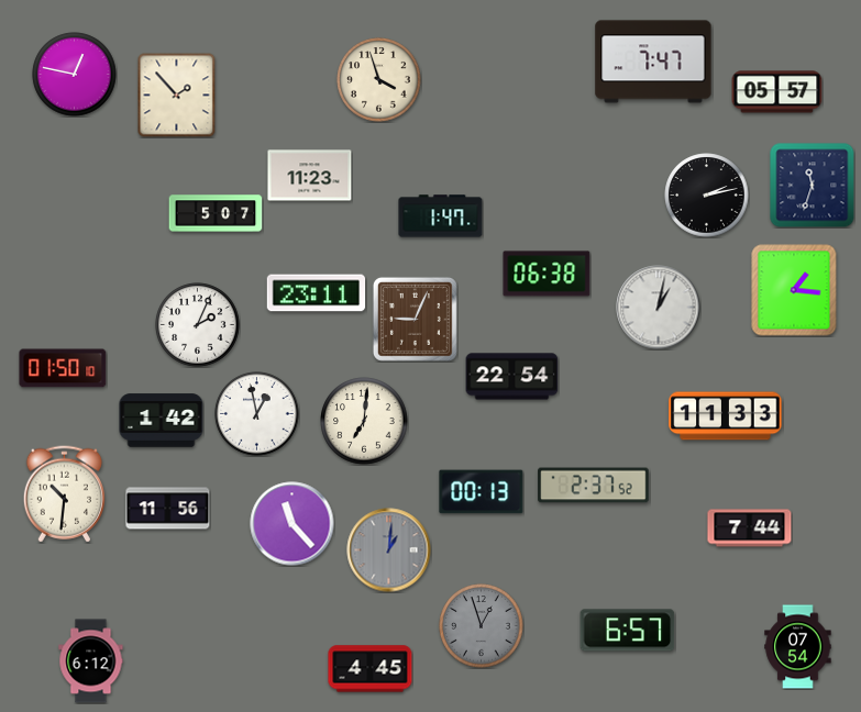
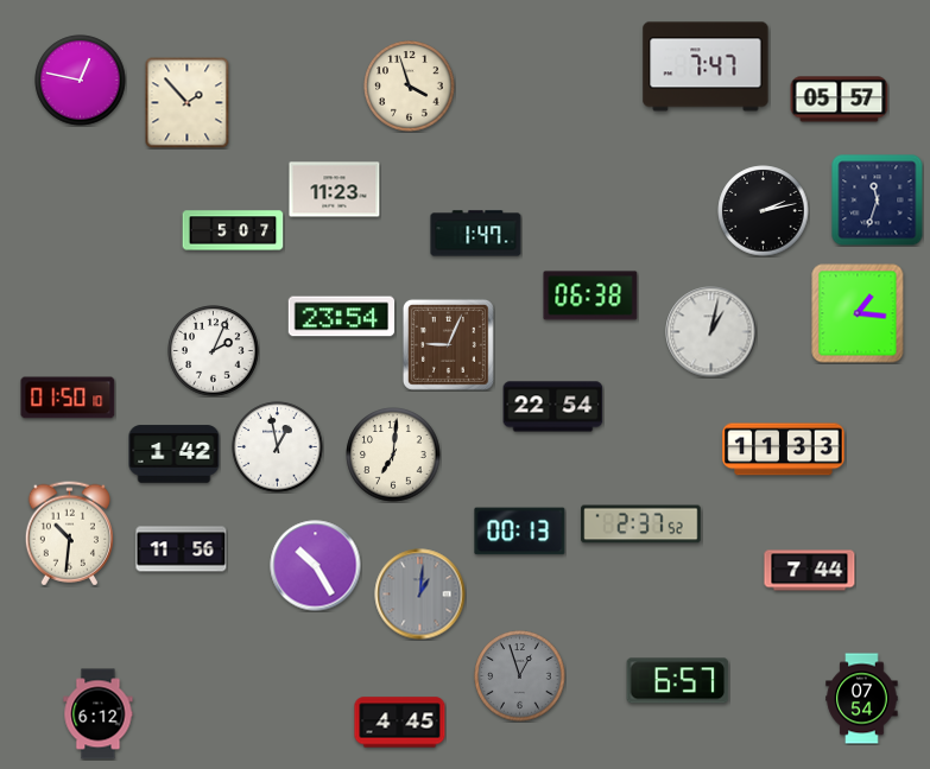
clock at (177, 94) position: (177, 94) -> (188, 102)
clock at (317, 293): 23:11 -> 23:54
clock at (292, 524): 11:23 -> 10:25
